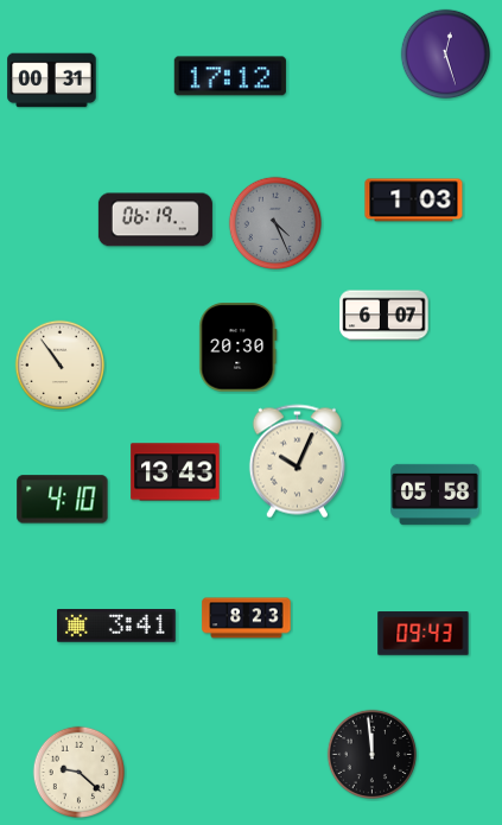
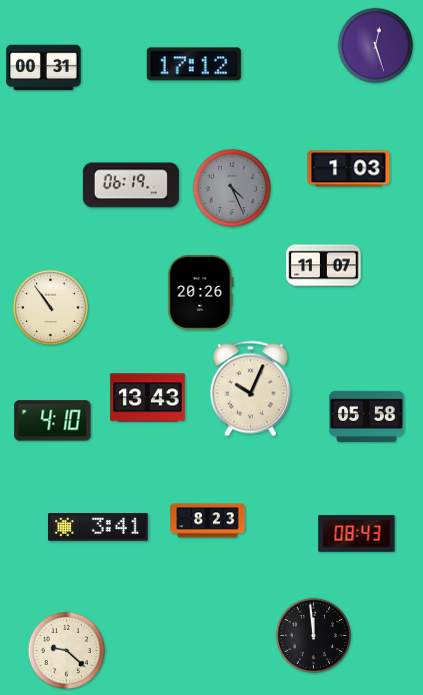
clock at (385, 316): 6:07 -> 11:07
clock at (239, 348): 20:30 -> 20:26
clock at (424, 634): 09:43 -> 08:43
